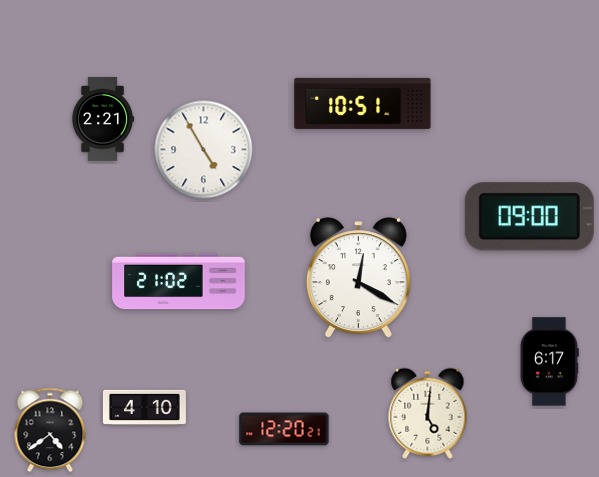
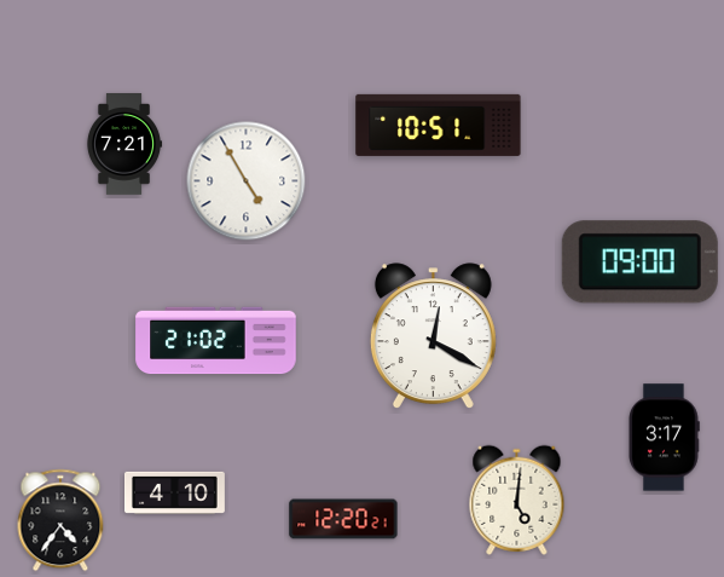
clock at (103, 120): 2:21 -> 7:21
clock at (549, 362): 6:17 -> 3:17
clock at (50, 430): 4:39 -> 4:36
